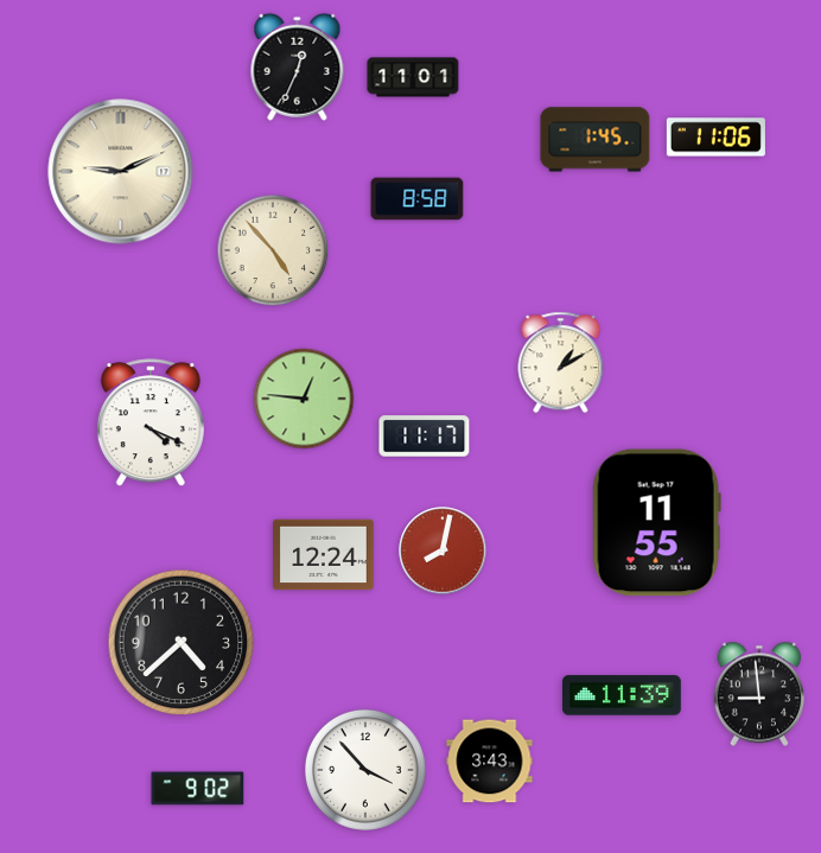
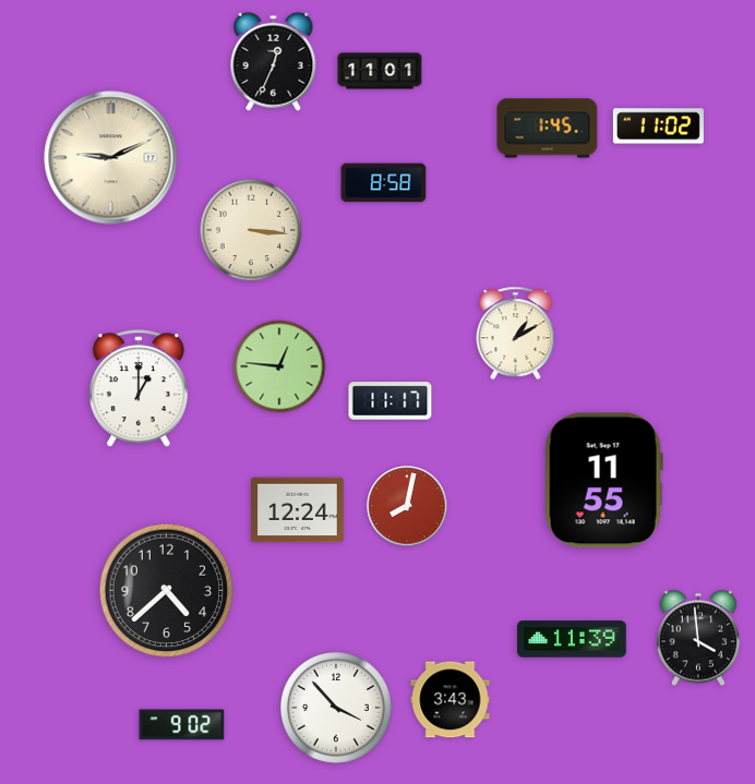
clock at (715, 138): 11:06 -> 11:02
clock at (273, 250): 4:53 -> 3:16
clock at (151, 424): 4:19 -> 1:00
clock at (759, 694): 8:59 -> 3:59
